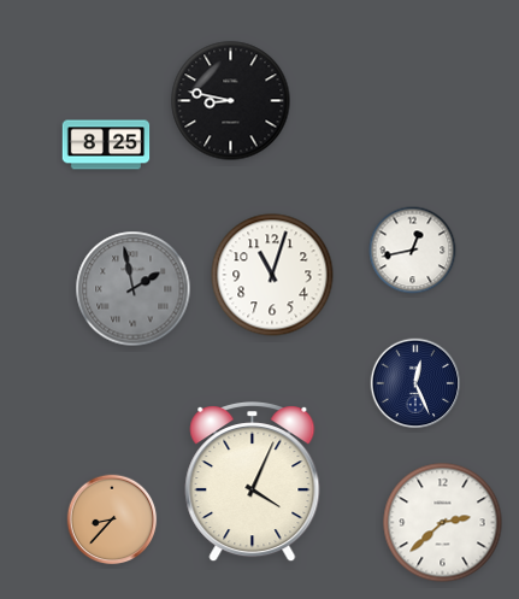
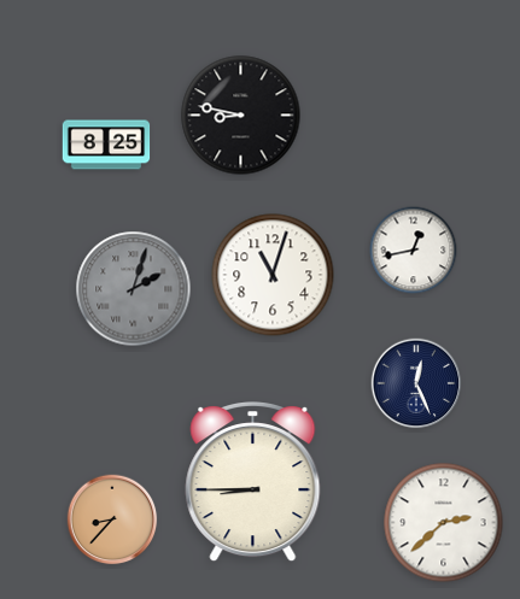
clock at (231, 101) position: (231, 101) -> (241, 116)
clock at (134, 289): 1:58 -> 2:03
clock at (253, 483): 4:04 -> 8:45
